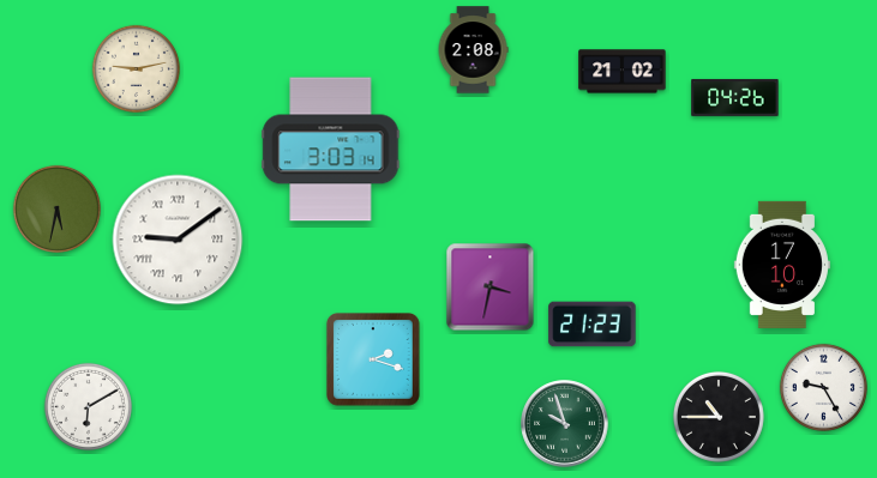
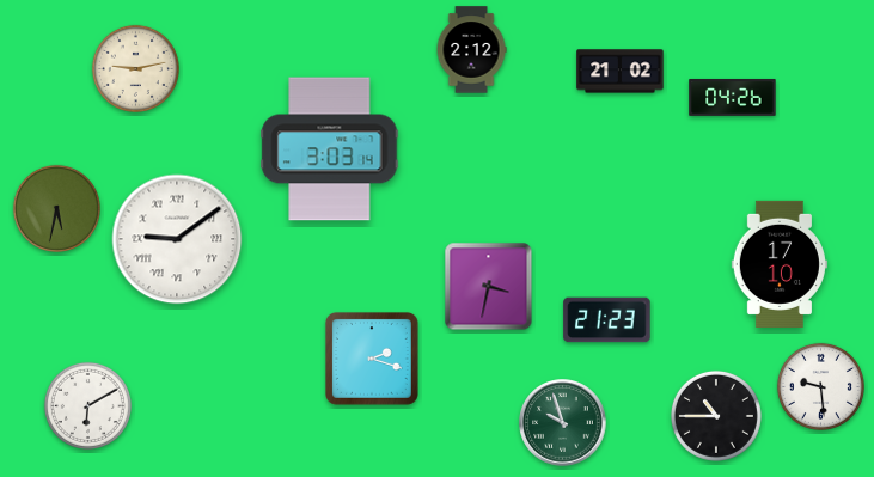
clock at (473, 50): 2:08 -> 2:12
clock at (593, 325) position: (593, 325) -> (607, 320)
clock at (823, 387): 9:25 -> 9:29
